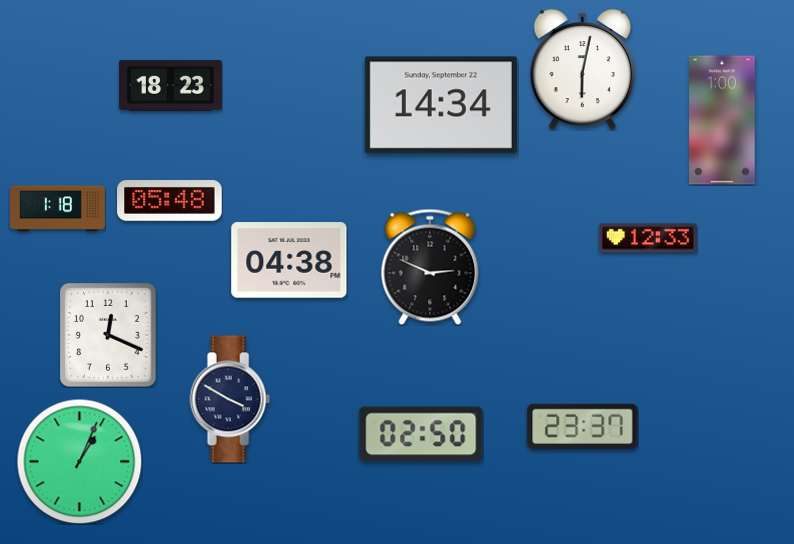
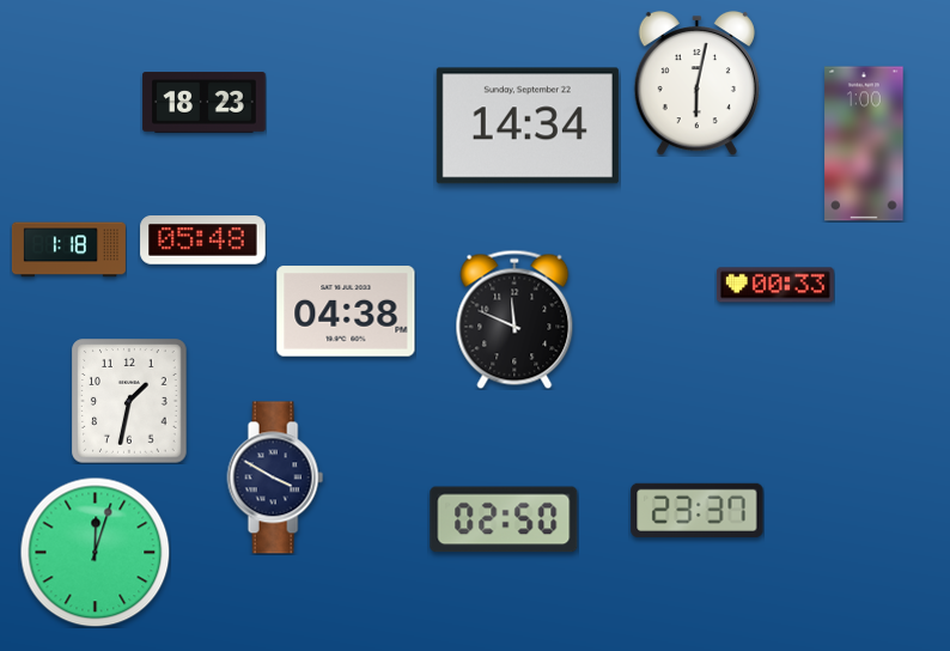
clock at (648, 238): 12:33 -> 00:33
clock at (430, 267): 2:49 -> 11:49
clock at (108, 335): 12:19 -> 1:32
clock at (79, 461): 1:04 -> 12:03
